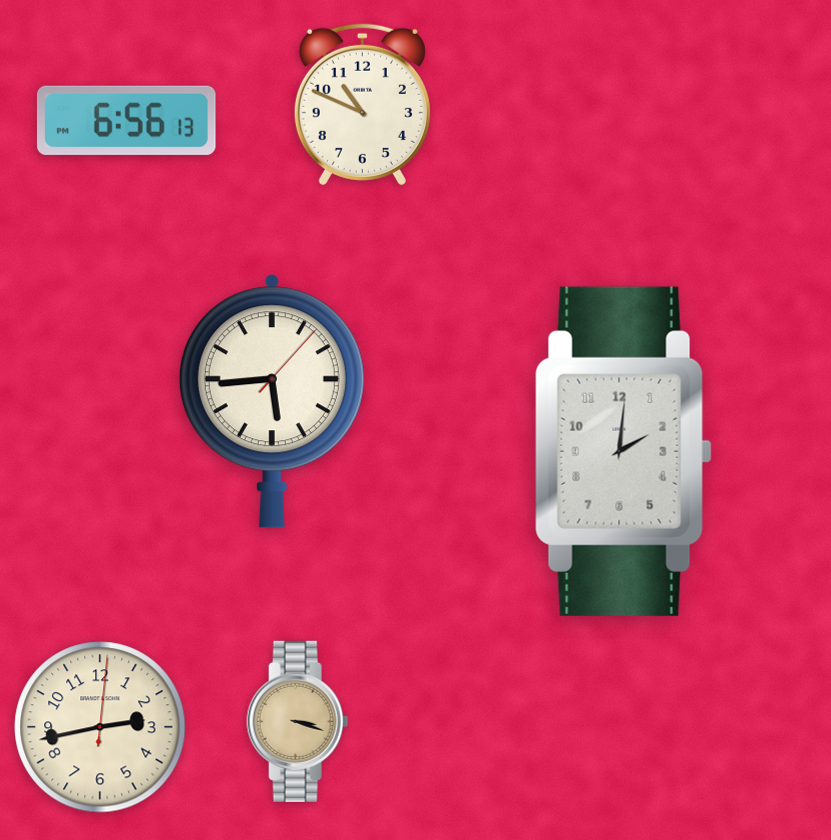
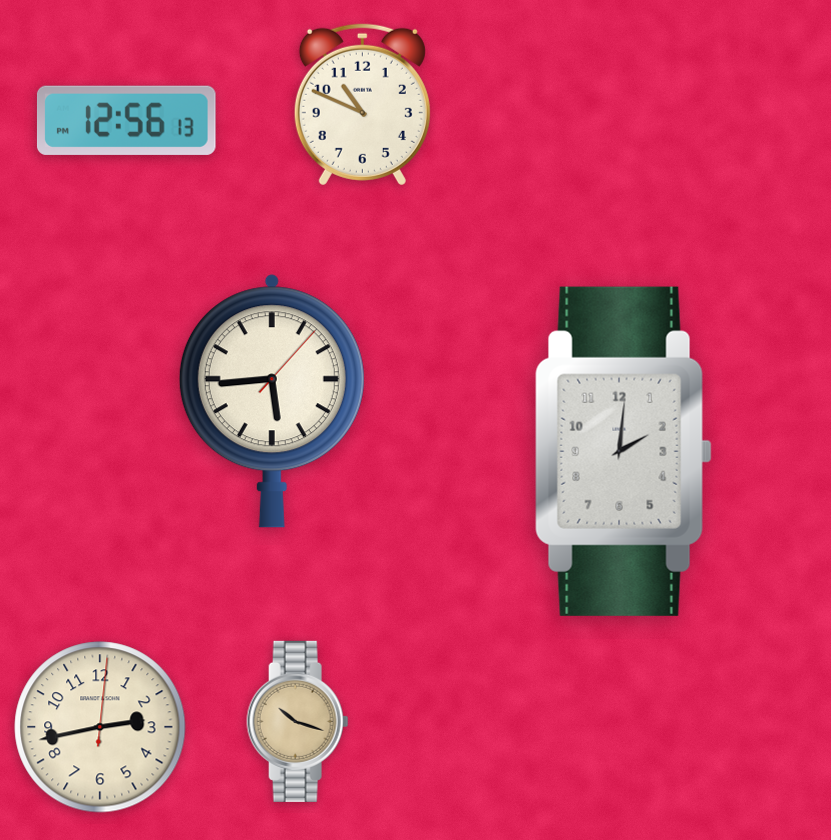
clock at (126, 120): 6:56 -> 12:56
clock at (298, 721): 3:18 -> 10:18
